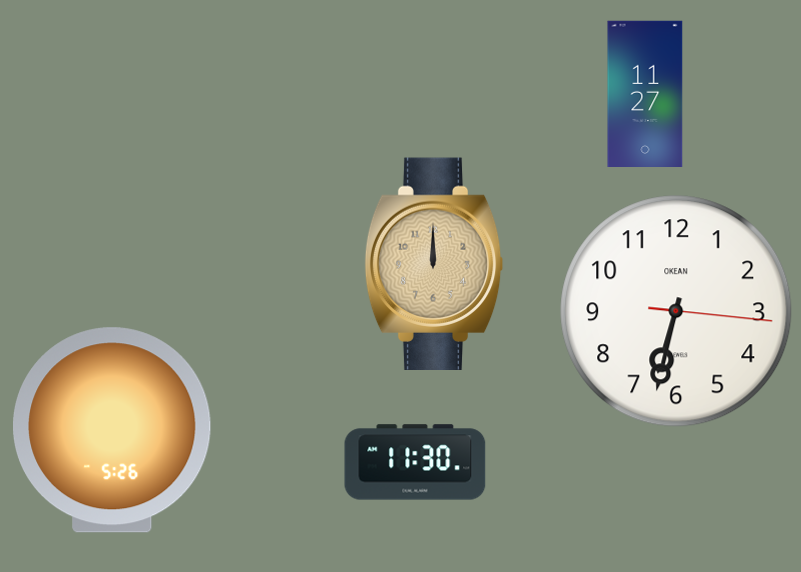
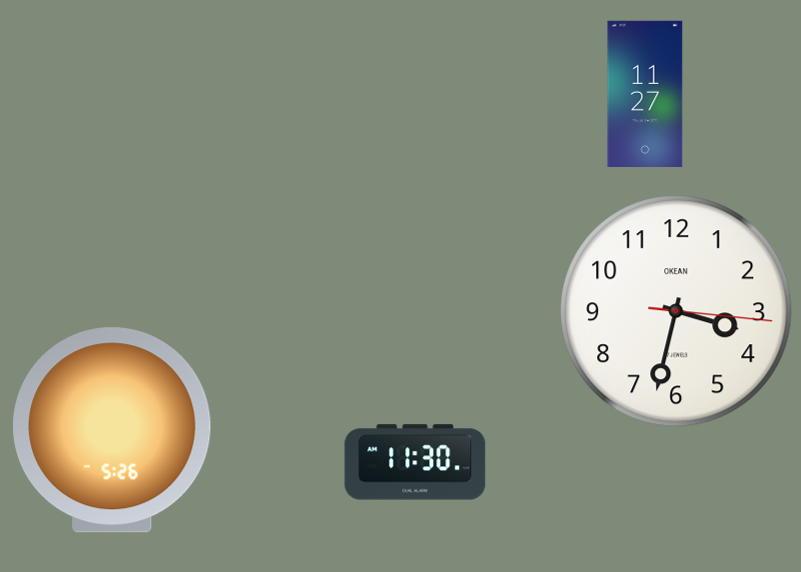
clock at (434, 263): 12:00 -> none
clock at (676, 311): 6:32 -> 3:32
